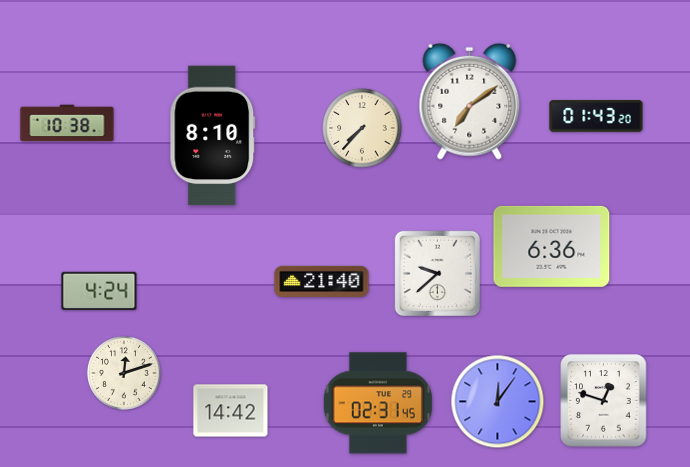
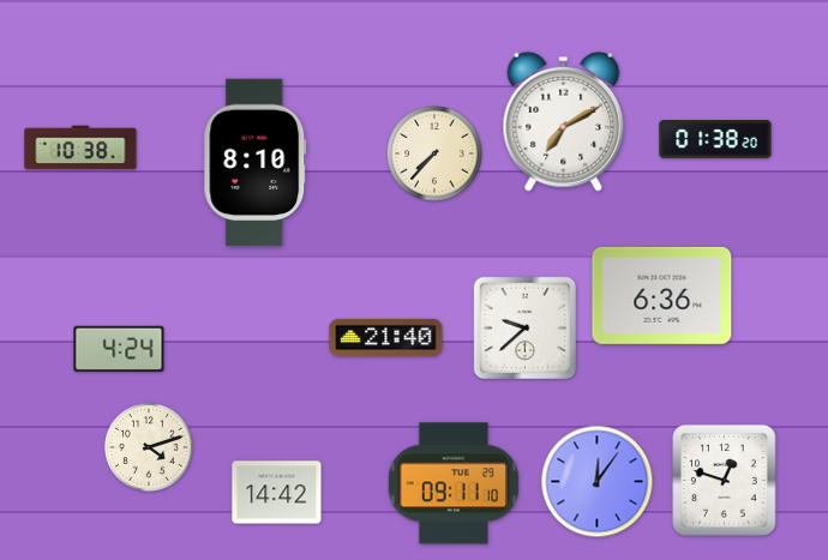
clock at (470, 101): 7:09 -> 7:10
clock at (596, 116): 01:43 -> 01:38
clock at (124, 373): 12:12 -> 4:12
clock at (378, 403): 02:31 -> 09:11
